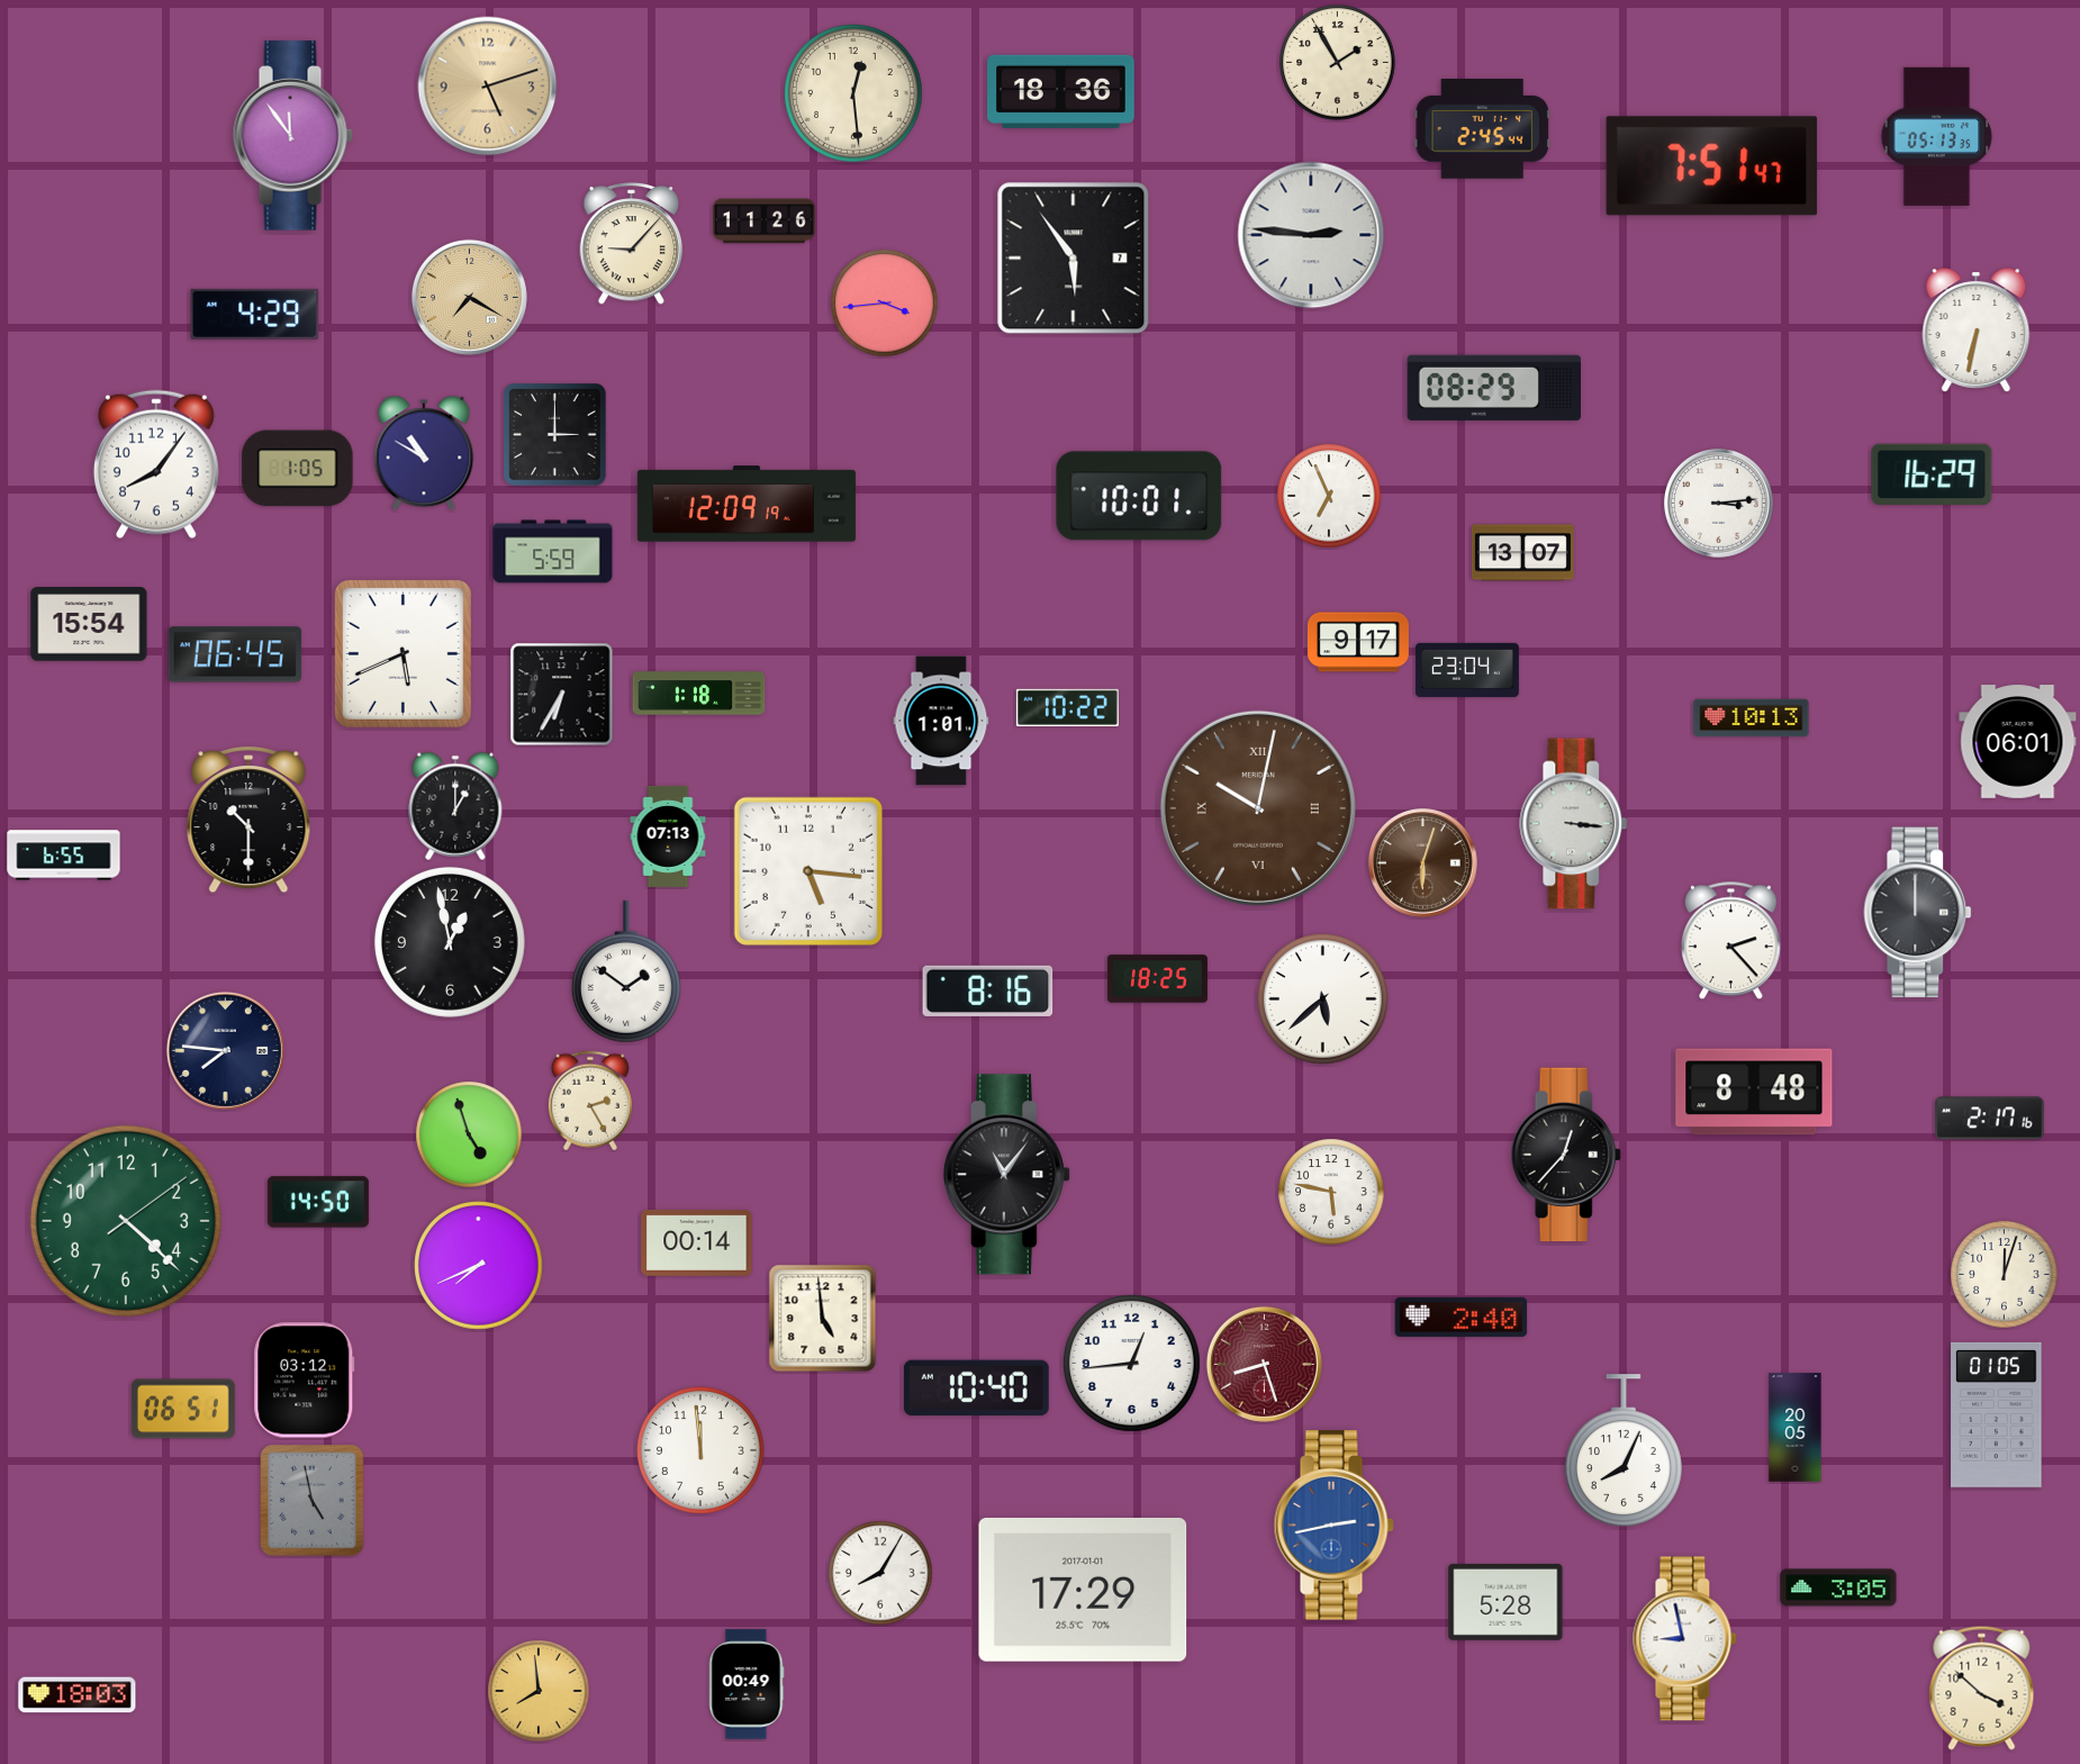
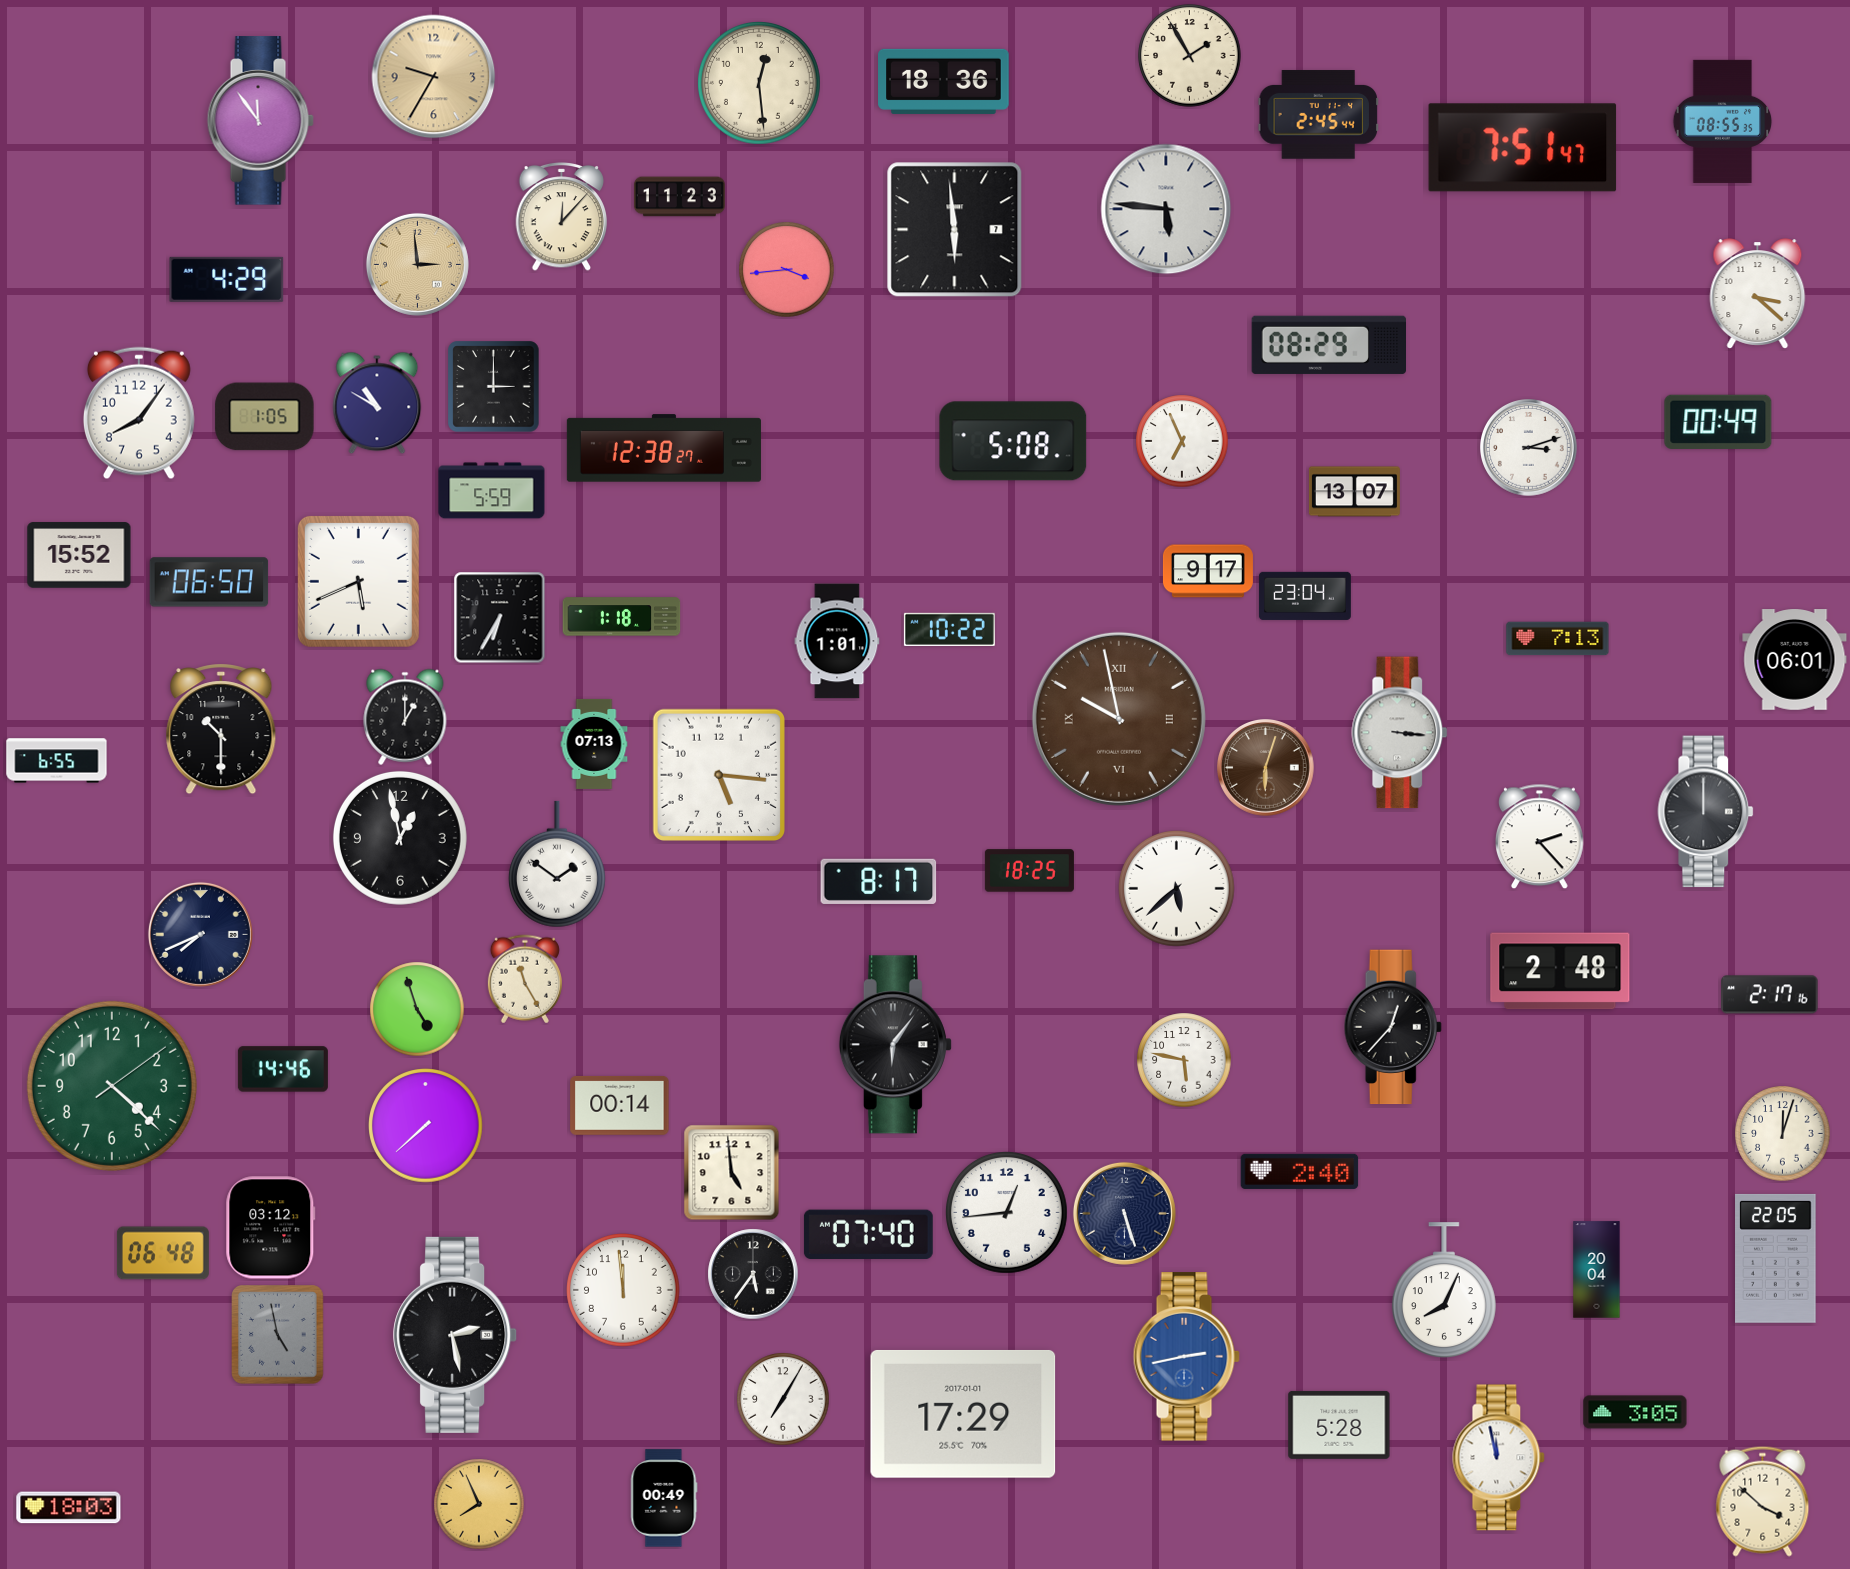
clock at (488, 87): 5:12 -> 9:35
clock at (1937, 136): 05:13 -> 08:55
clock at (763, 221): 11:26 -> 11:23
clock at (1311, 235): 2:46 -> 5:46
clock at (632, 244): 9:07 -> 12:07
clock at (1074, 259): 5:54 -> 5:59
clock at (469, 297): 7:20 -> 2:59
clock at (1977, 331): 6:32 -> 3:22
clock at (1932, 474): 16:29 -> 00:49
clock at (1139, 496): 10:01 -> 5:08
clock at (747, 504): 12:09 -> 12:38
clock at (1719, 504): 3:14 -> 3:12
clock at (89, 624): 15:54 -> 15:52
clock at (235, 654): 06:45 -> 06:50
clock at (1752, 718): 10:13 -> 7:13
clock at (1258, 808): 10:02 -> 9:58
clock at (988, 990): 8:16 -> 8:17
clock at (225, 1050): 7:46 -> 7:41
clock at (1754, 1092): 8:48 -> 2:48
clock at (590, 1101): 2:25 -> 11:25
clock at (1006, 1175): 11:06 -> 6:06
clock at (318, 1202): 14:50 -> 14:46
clock at (479, 1266): 7:41 -> 7:38
clock at (1264, 1364): 8:27 -> 5:27
clock at (1264, 1364) dial: burgundy -> navy
clock at (976, 1388): 10:40 -> 07:40
clock at (183, 1409): 06:51 -> 06:48
clock at (1997, 1414): 01:05 -> 22:05
clock at (1796, 1428): 20:05 -> 20:04
clock at (753, 1274): none -> 5:36
clock at (456, 1335): none -> 2:28
clock at (880, 1573): 8:05 -> 7:05
clock at (1685, 1639): 8:58 -> 11:58
clock at (539, 1691): 7:59 -> 7:56
